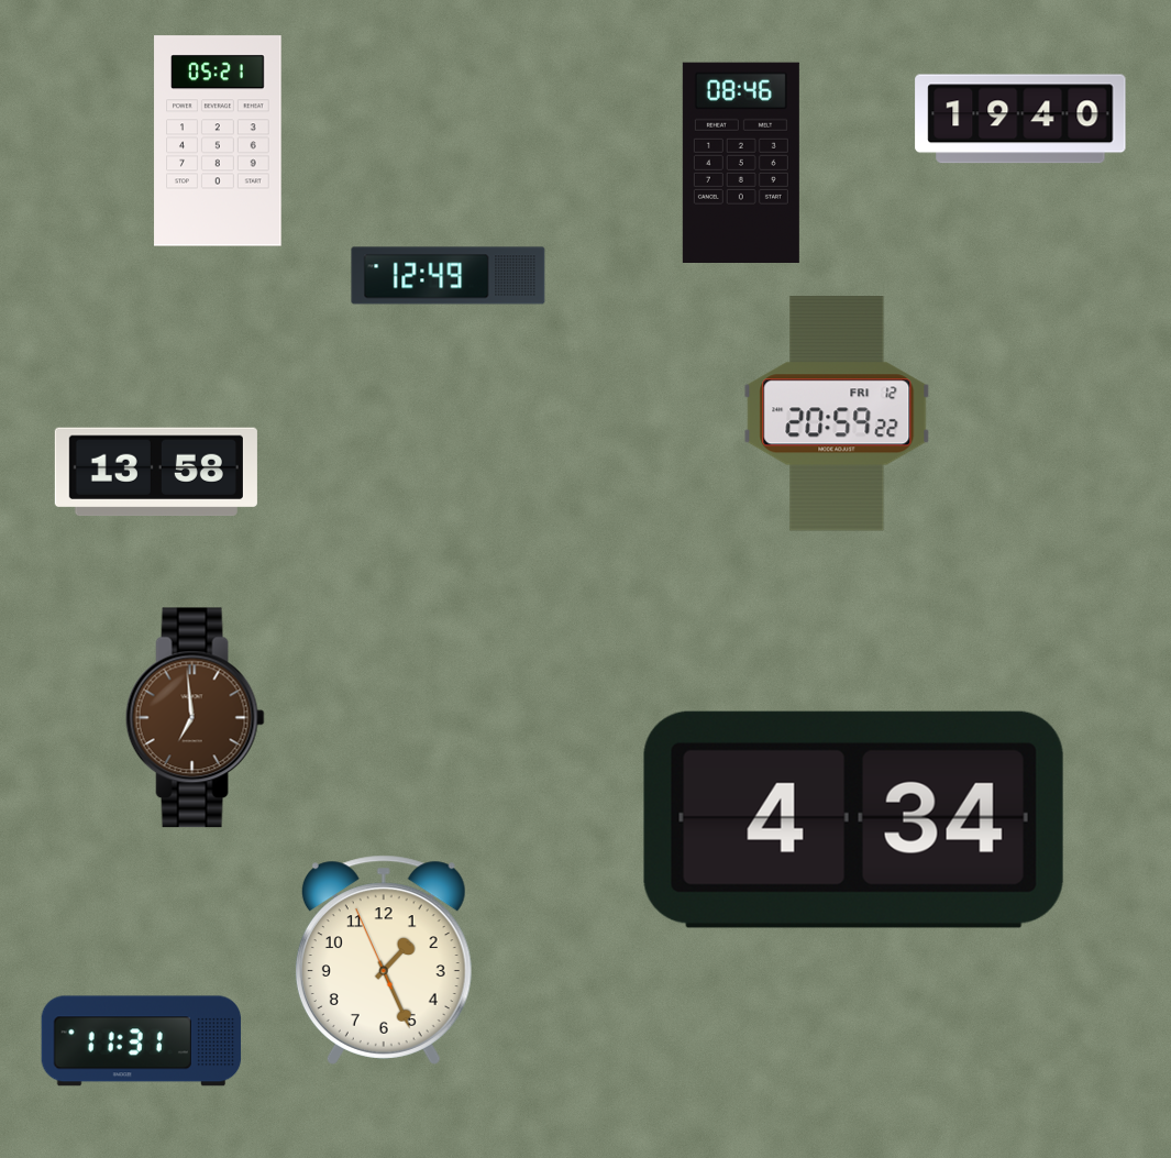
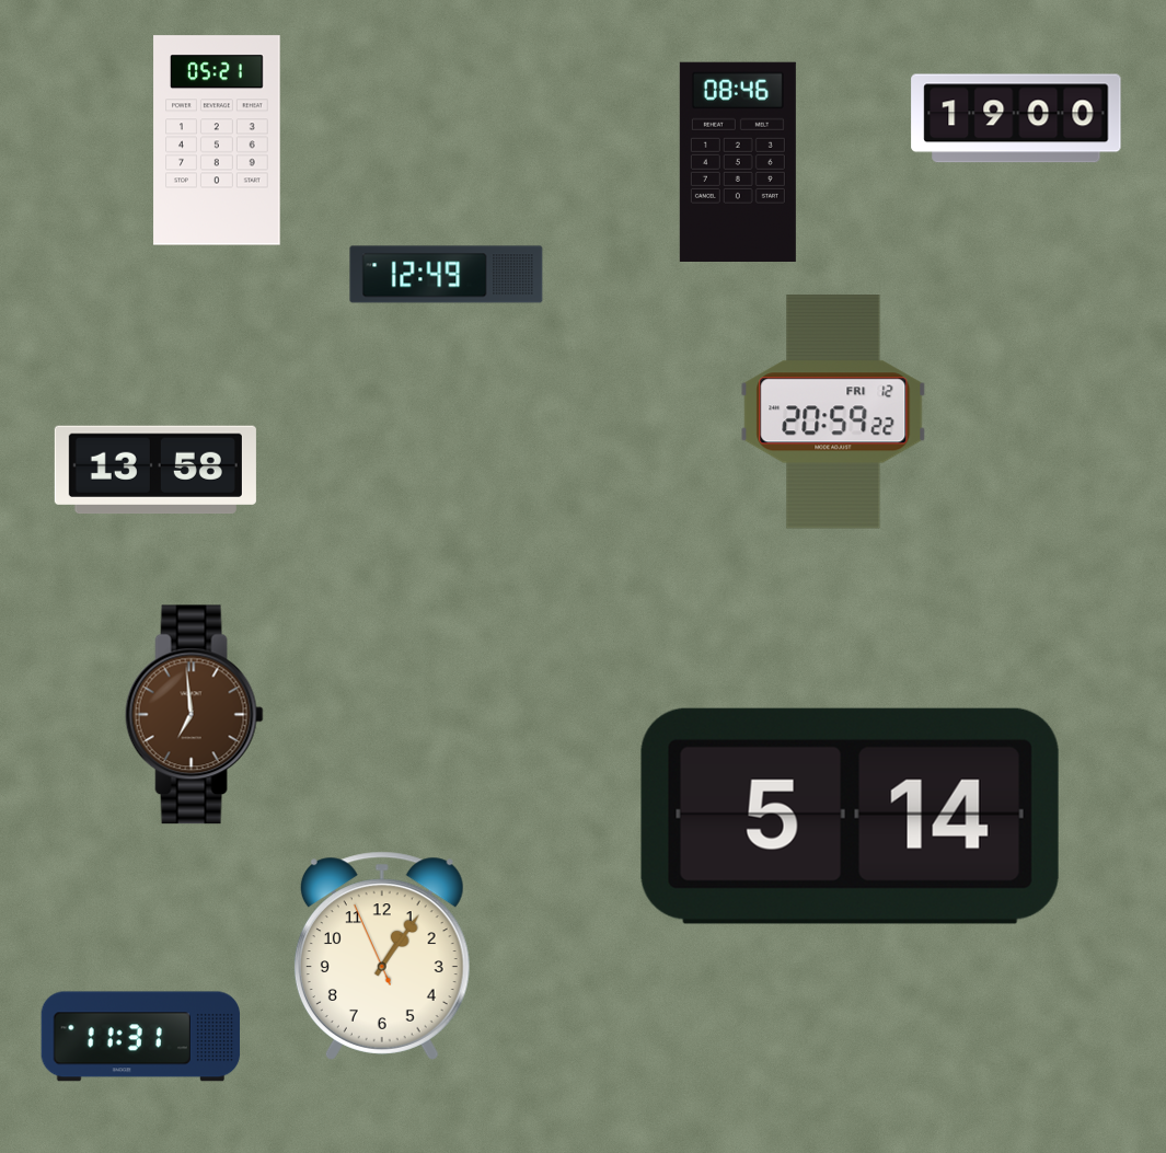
clock at (1020, 119): 19:40 -> 19:00
clock at (853, 819): 4:34 -> 5:14
clock at (384, 960): 1:25 -> 1:05
